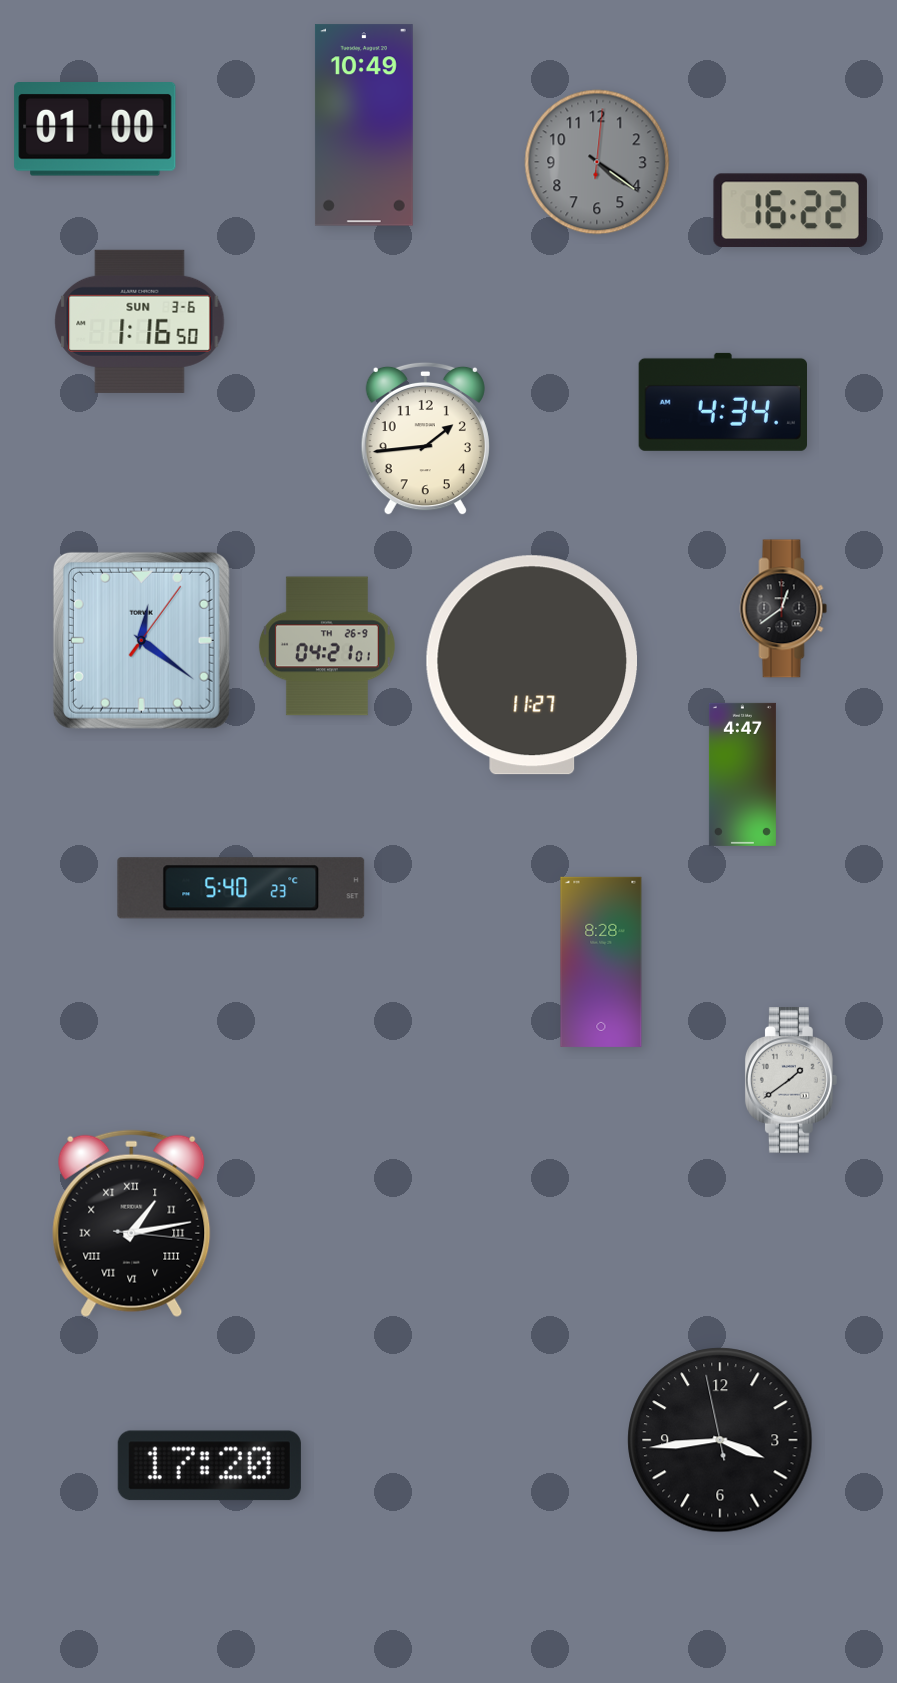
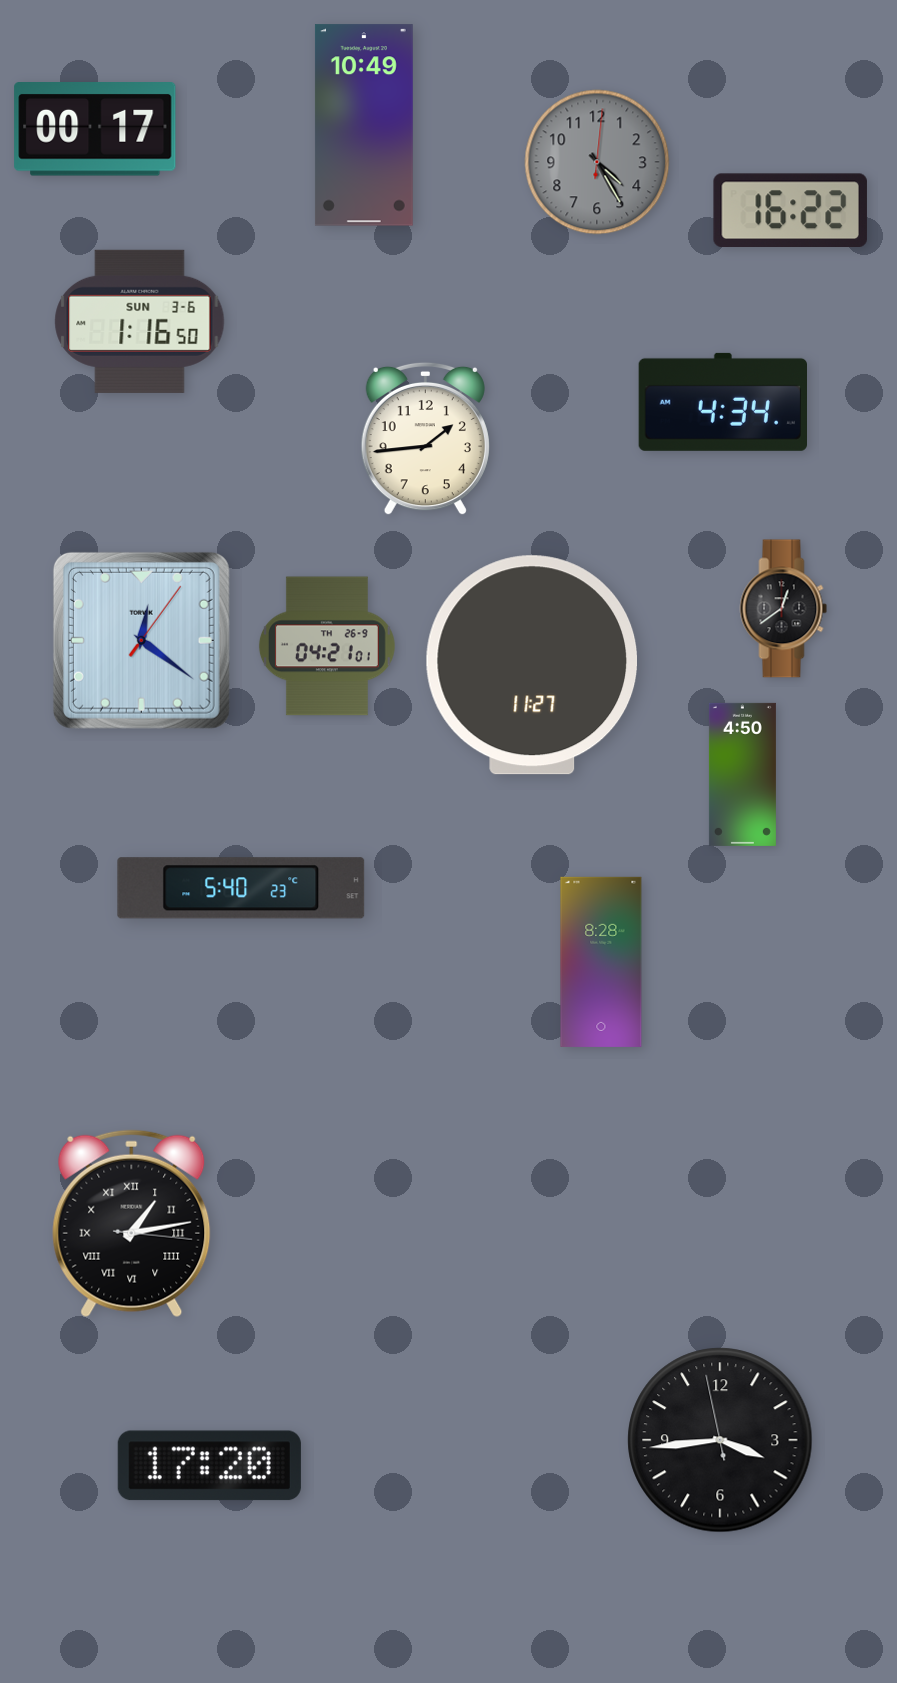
clock at (95, 130): 01:00 -> 00:17
clock at (597, 162): 4:21 -> 4:25
clock at (742, 774): 4:47 -> 4:50
clock at (791, 1080): 1:39 -> none
